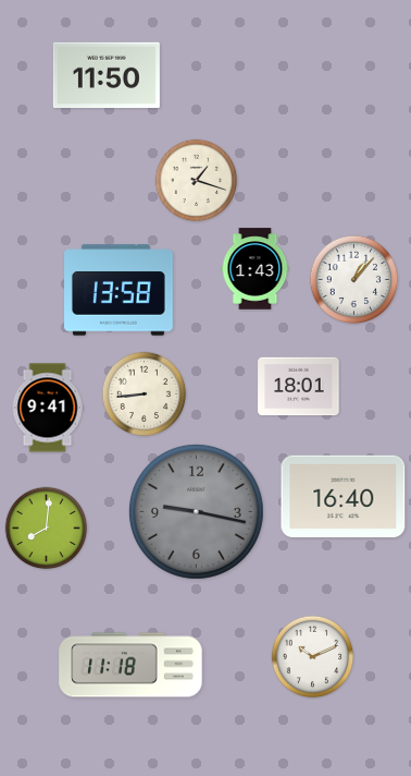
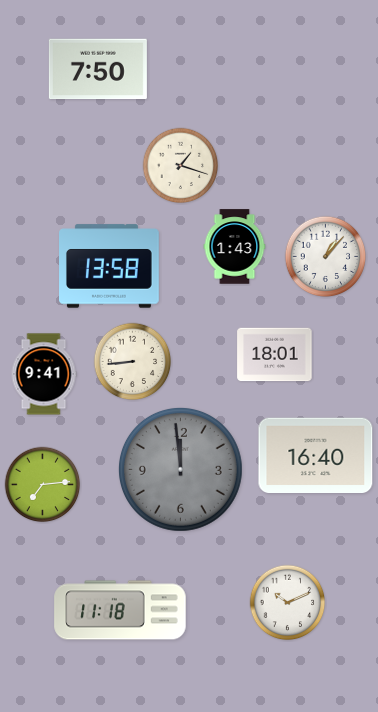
clock at (107, 75): 11:50 -> 7:50
clock at (196, 511): 9:17 -> 11:59
clock at (47, 529): 8:01 -> 7:14
